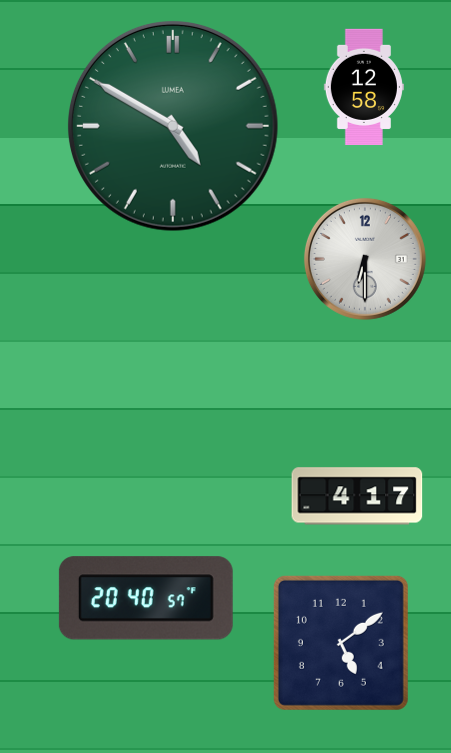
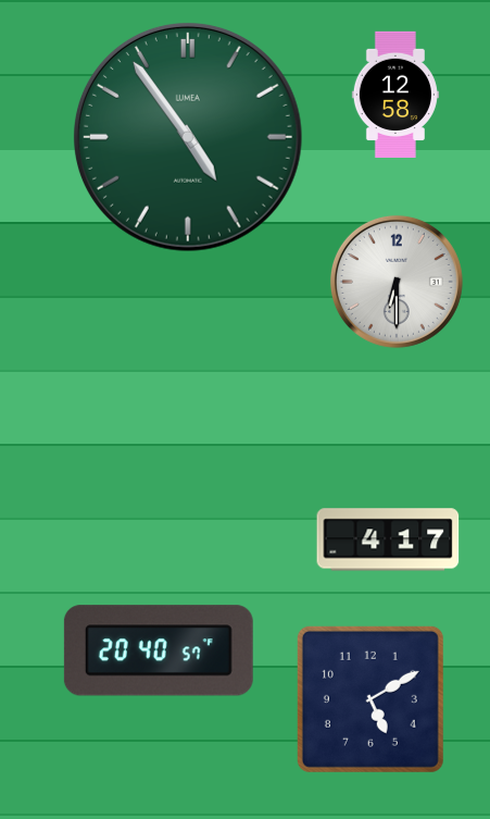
clock at (173, 126): 4:50 -> 4:54
clock at (341, 643): 5:09 -> 5:10
